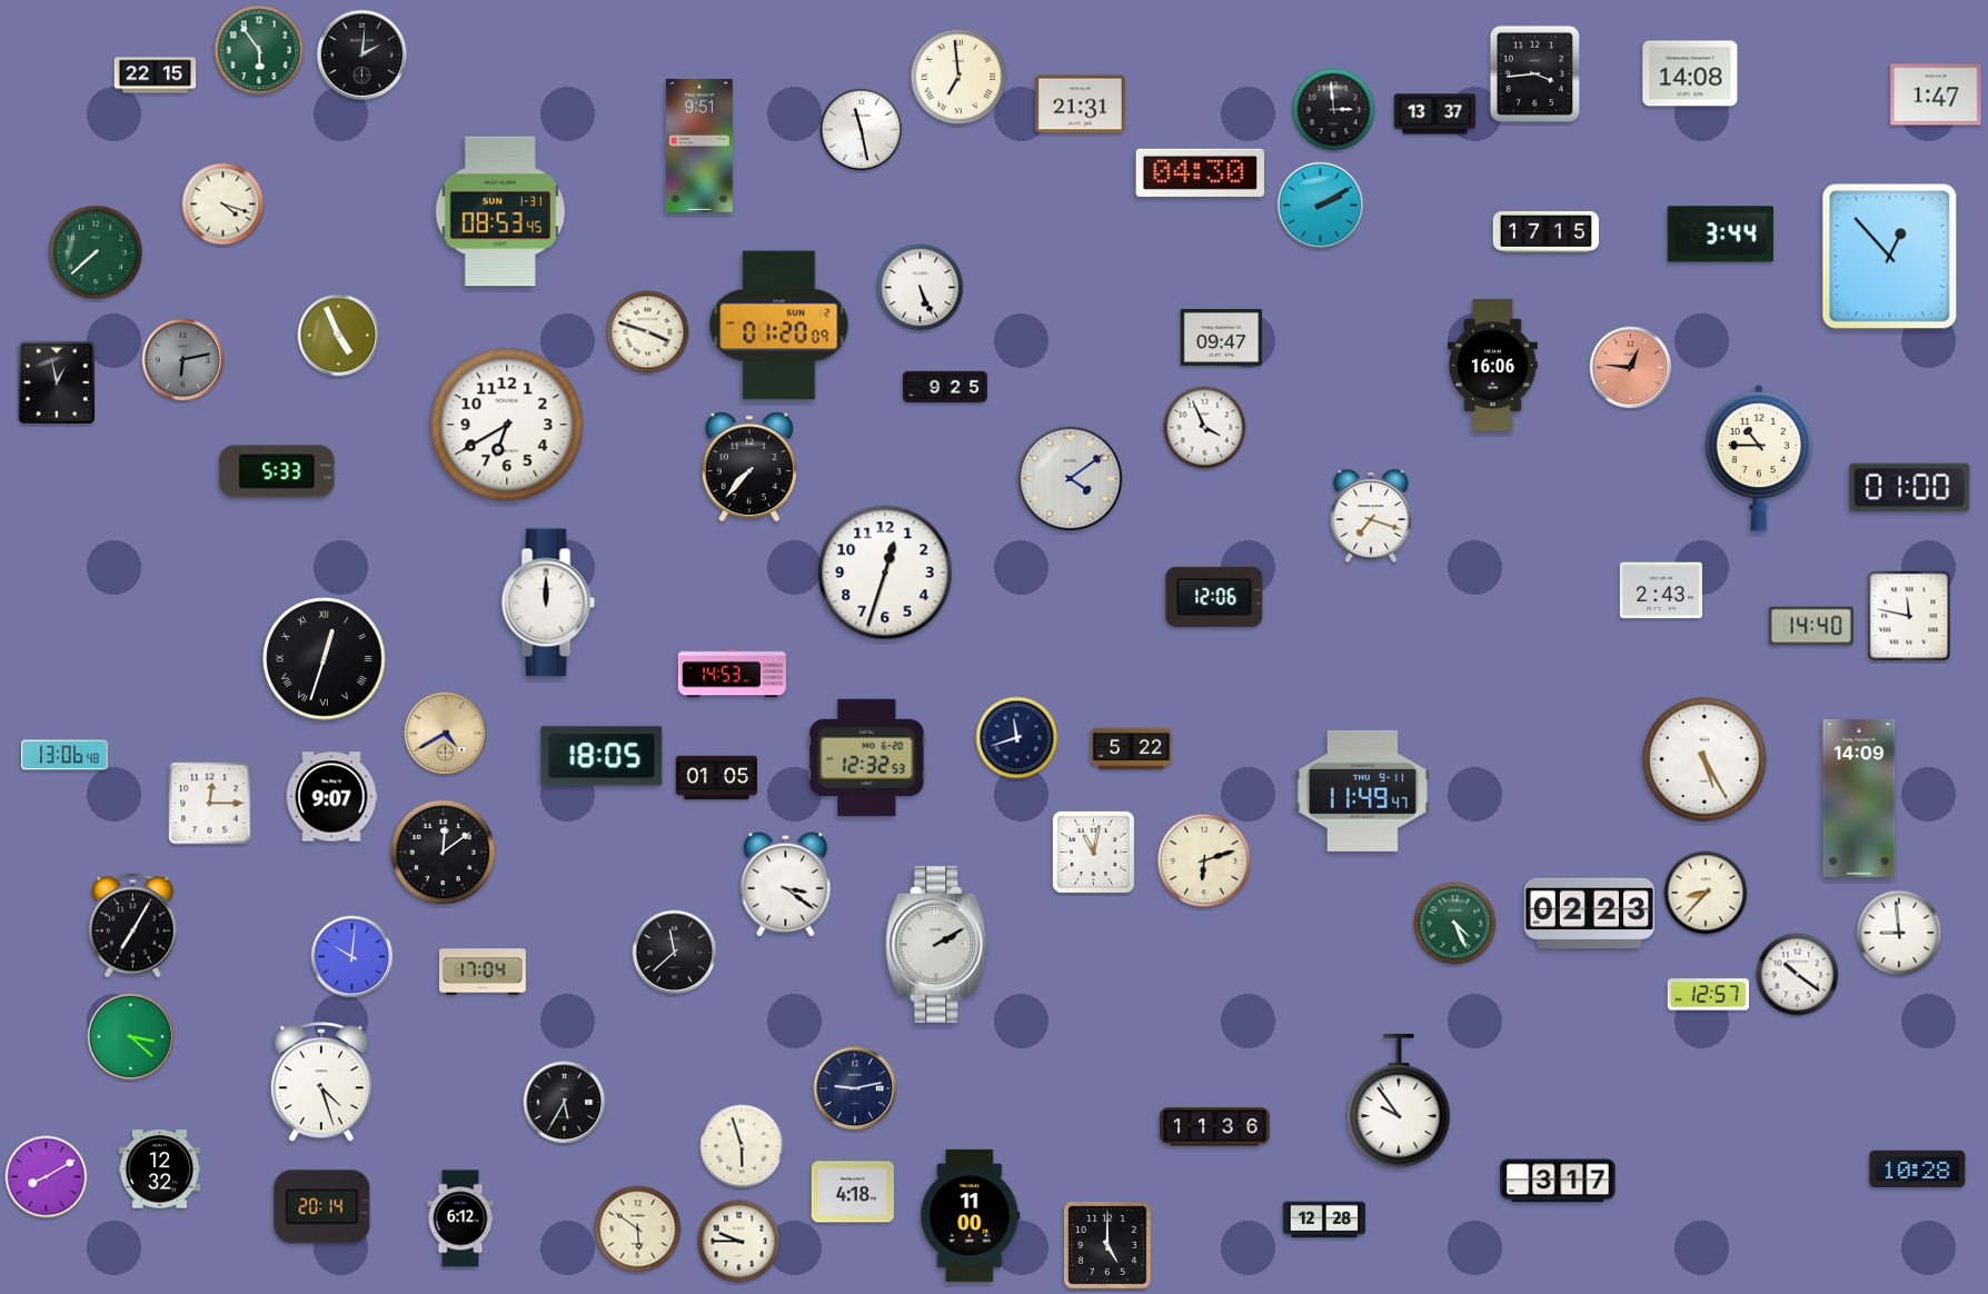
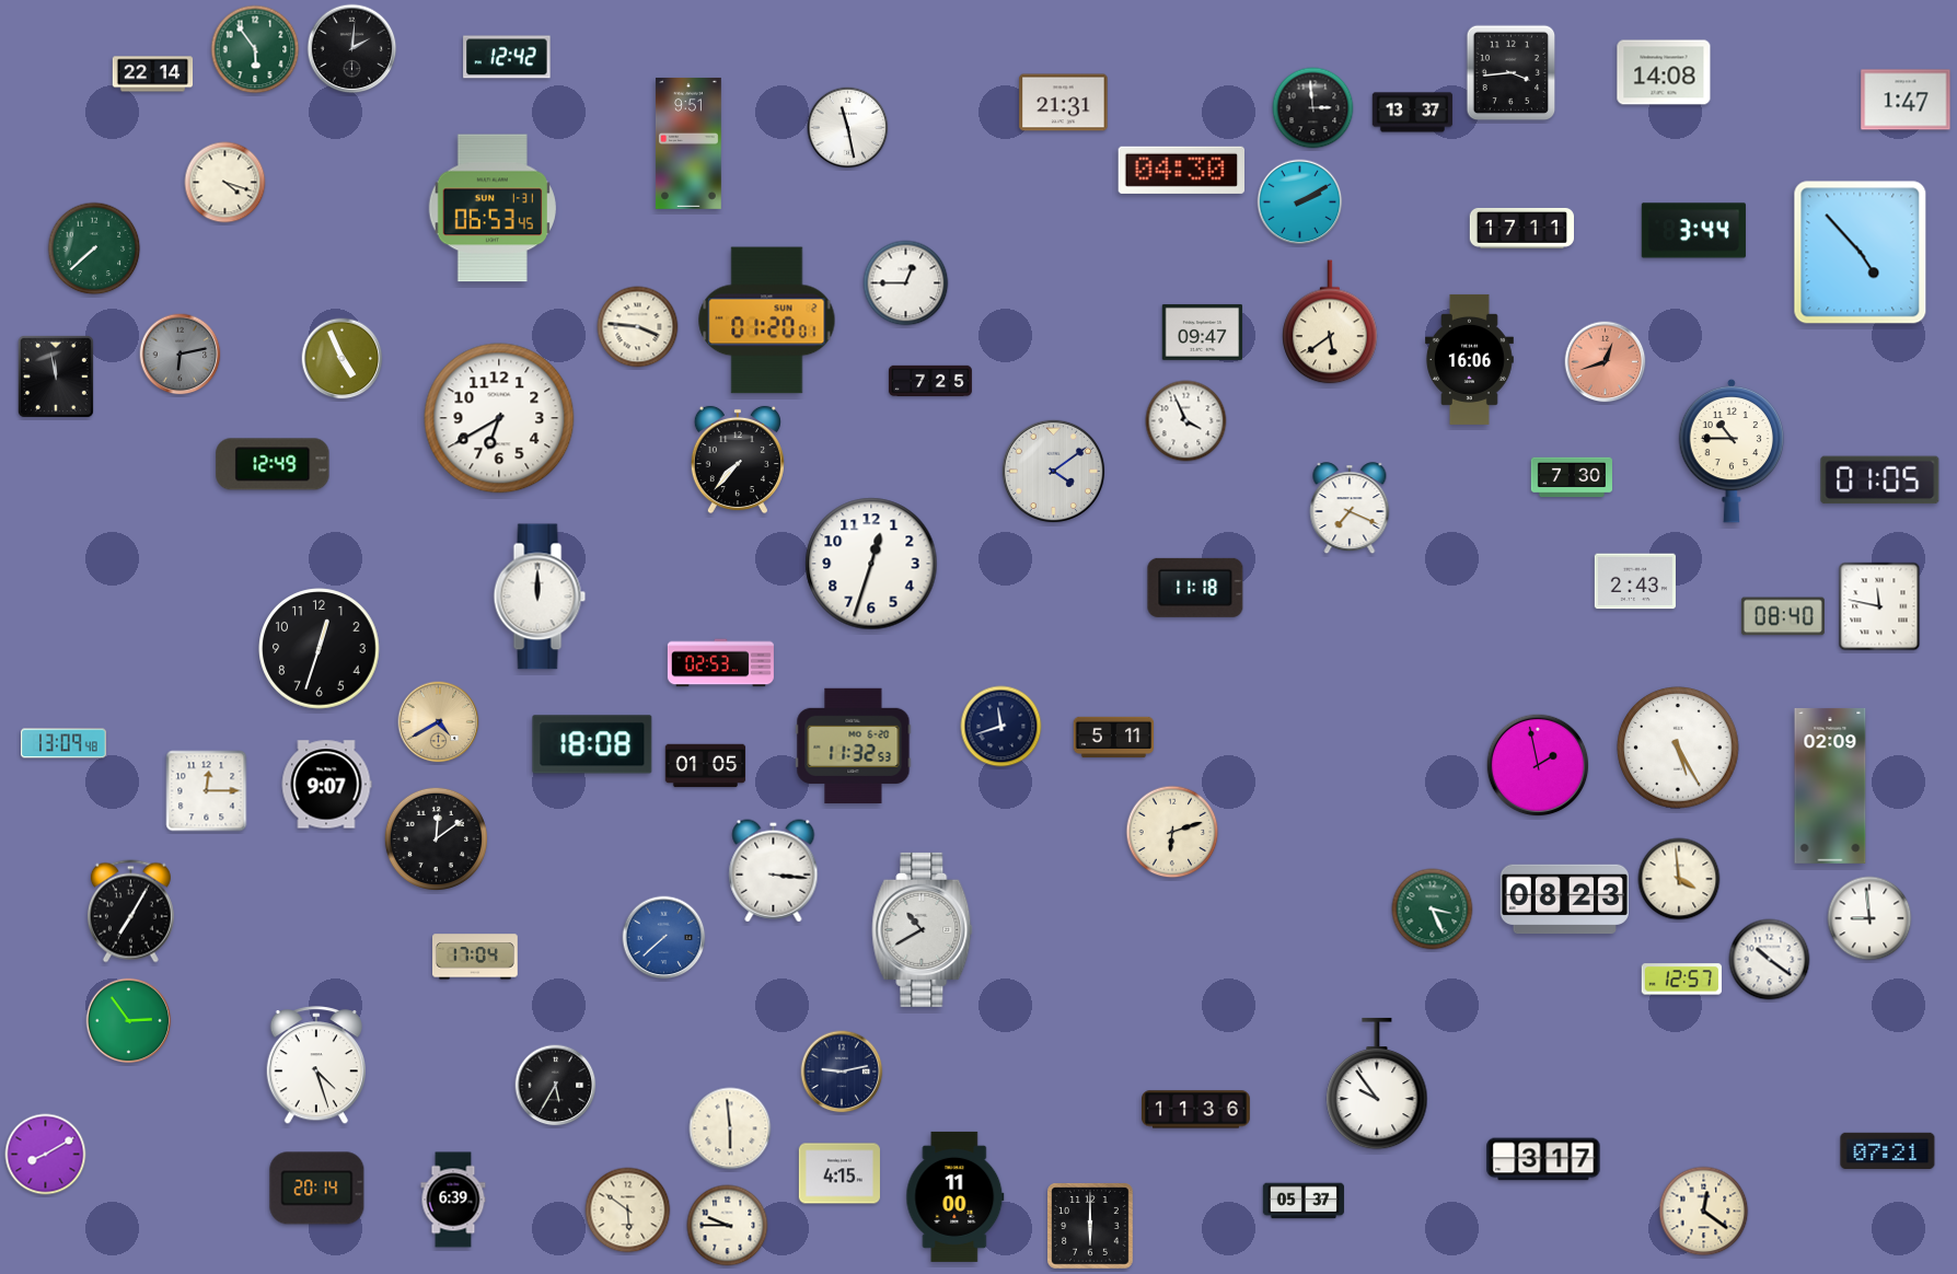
clock at (362, 56) position: (362, 56) -> (352, 49)
clock at (507, 57): none -> 12:42
clock at (156, 76): 22:15 -> 22:14
clock at (958, 77): 6:59 -> none
clock at (1936, 94) position: (1936, 94) -> (1906, 100)
clock at (223, 205) position: (223, 205) -> (225, 183)
clock at (499, 211): 08:53 -> 06:53
clock at (1545, 231): 17:15 -> 17:11
clock at (1890, 257): 12:53 -> 4:53
clock at (921, 288): 5:26 -> 12:45
clock at (779, 326): 01:20:09 -> 01:20:01
clock at (1330, 322): none -> 5:39
clock at (648, 332): 3:48 -> 3:46
clock at (339, 336) position: (339, 336) -> (343, 359)
clock at (1631, 368): 12:46 -> 12:42
clock at (57, 382): 12:58 -> 11:58
clock at (945, 387): 9:25 -> 7:25
clock at (277, 471): 5:33 -> 12:49
clock at (1571, 477): none -> 7:30
clock at (1910, 488): 01:00 -> 01:05
clock at (1371, 517): 7:18 -> 7:19
clock at (1214, 597): 12:06 -> 11:18
clock at (548, 603) position: (548, 603) -> (540, 597)
clock at (1811, 626): 14:40 -> 08:40
clock at (325, 659) numerals: Roman -> Arabic
clock at (732, 674): 14:53 -> 02:53
clock at (1132, 749): 5:22 -> 5:11
clock at (64, 755): 13:06 -> 13:09
clock at (602, 756): 18:05 -> 18:08
clock at (867, 757): 12:32 -> 11:32
clock at (1538, 765): none -> 1:58
clock at (1362, 790): 11:49 -> none
clock at (1859, 798): 14:09 -> 02:09
clock at (1093, 852): 11:02 -> none
clock at (1204, 860) position: (1204, 860) -> (1172, 832)
clock at (786, 885): 3:21 -> 3:16
clock at (1706, 893): 8:37 -> 3:59
clock at (1589, 914): 02:23 -> 08:23
clock at (1455, 924): 4:26 -> 3:26
clock at (937, 944): 2:10 -> 10:40
clock at (675, 953): 11:38 -> 7:38
clock at (675, 953) dial: black -> blue
clock at (352, 957): 10:01 -> none
clock at (131, 1037): 3:22 -> 2:54
clock at (742, 1146): 5:57 -> 5:59
clock at (1918, 1168): 10:28 -> 07:21
clock at (160, 1169): 12:32 -> none
clock at (47, 1177) position: (47, 1177) -> (46, 1155)
clock at (1558, 1181) position: (1558, 1181) -> (1543, 1159)
clock at (853, 1192): 4:18 -> 4:15
clock at (460, 1218): 6:12 -> 6:39
clock at (1324, 1220): 12:28 -> 05:37
clock at (1704, 1212): none -> 12:21
clock at (739, 1242) position: (739, 1242) -> (728, 1226)
clock at (1109, 1246): 5:00 -> 6:00
